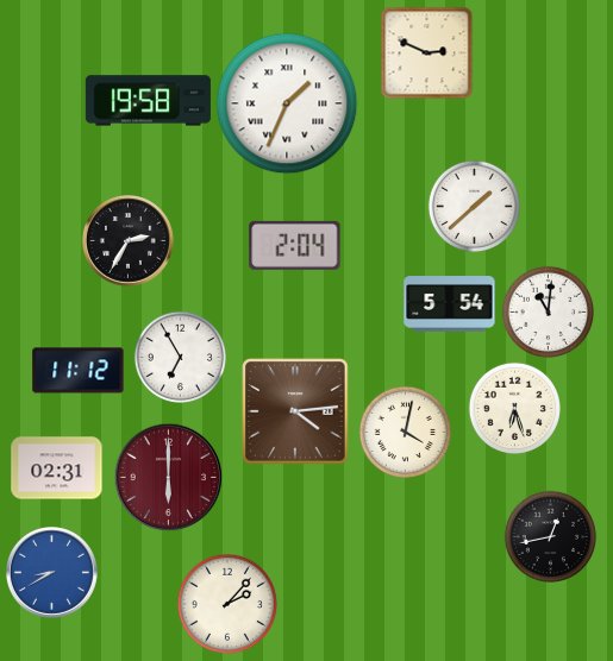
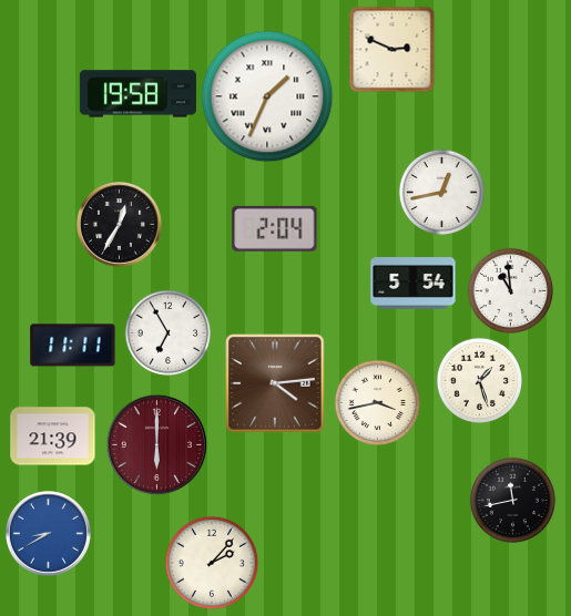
clock at (426, 52) position: (426, 52) -> (391, 49)
clock at (474, 206): 1:38 -> 12:43
clock at (129, 241): 2:35 -> 12:35
clock at (450, 304) position: (450, 304) -> (414, 284)
clock at (548, 311): 11:01 -> 10:59
clock at (79, 371): 11:12 -> 11:11
clock at (514, 408): 6:27 -> 1:27
clock at (405, 432): 4:02 -> 3:43
clock at (57, 468): 02:31 -> 21:39
clock at (550, 536): 12:43 -> 11:43
